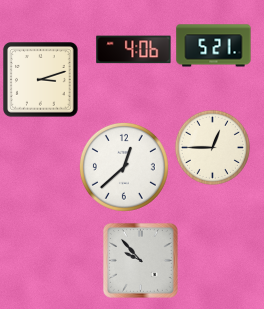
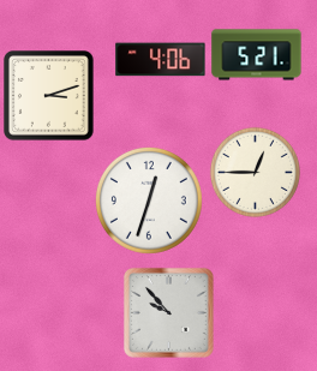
clock at (212, 147) position: (212, 147) -> (255, 172)
clock at (124, 167): 12:38 -> 12:33
